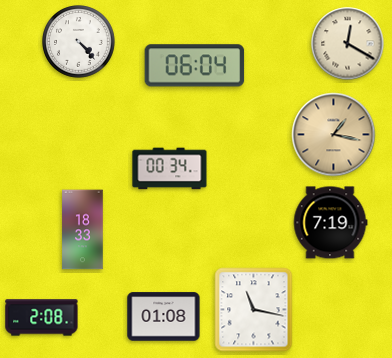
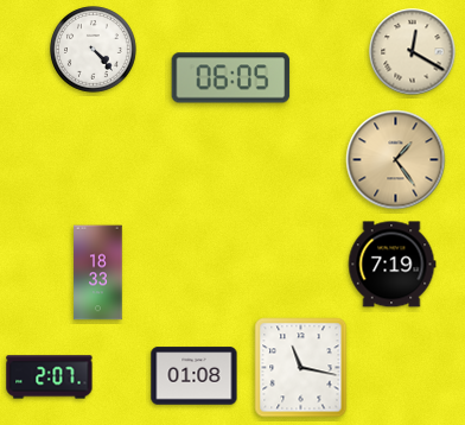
clock at (195, 66): 06:04 -> 06:05
clock at (334, 135): 1:17 -> 1:24
clock at (170, 169): 00:34 -> none
clock at (42, 318): 2:08 -> 2:07
